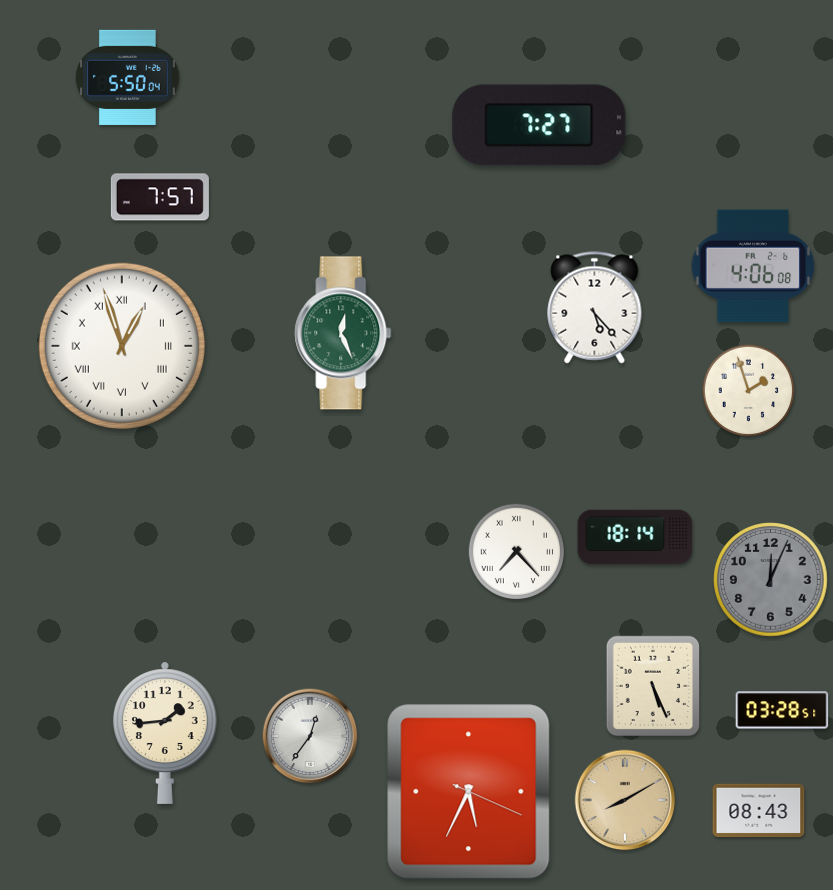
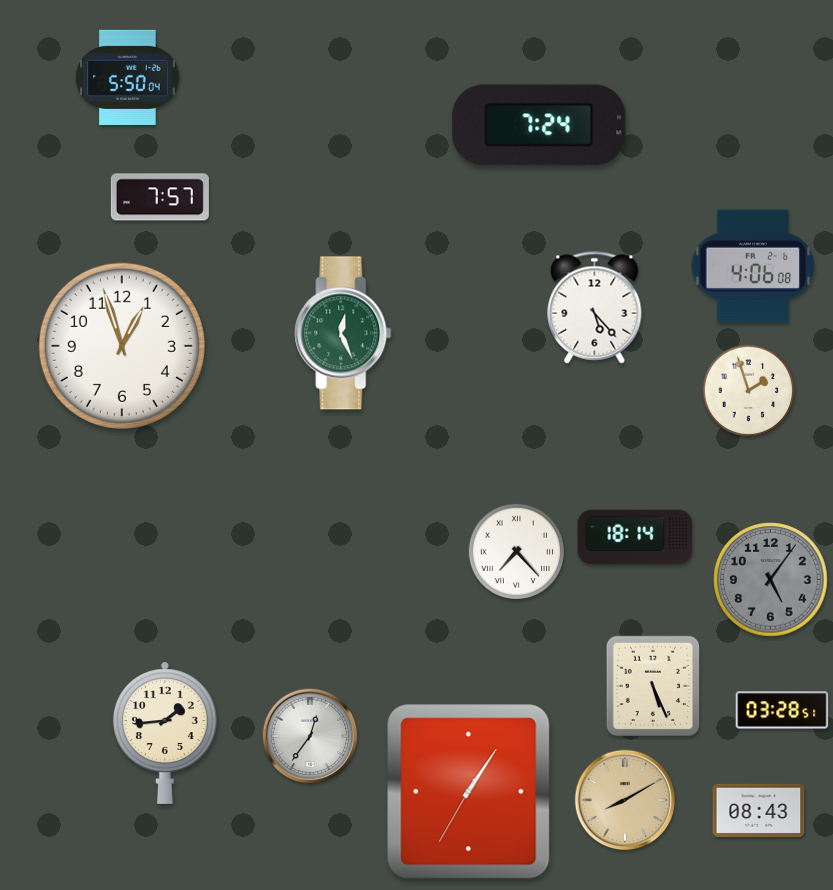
clock at (539, 125): 7:27 -> 7:24
clock at (122, 346) numerals: Roman -> Arabic
clock at (771, 580): 12:04 -> 5:06
clock at (469, 792): 5:34 -> 1:05
